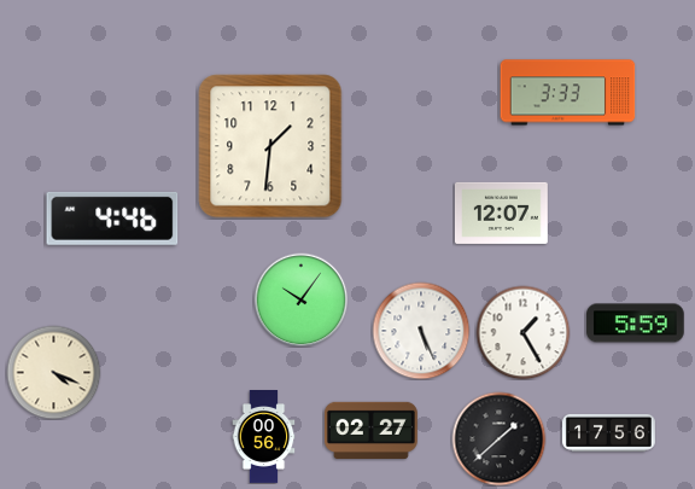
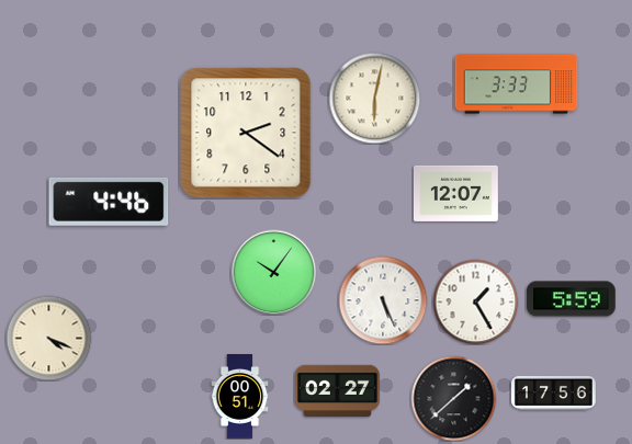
clock at (374, 98): none -> 6:02
clock at (270, 146): 1:31 -> 2:21
clock at (112, 219) position: (112, 219) -> (109, 202)
clock at (636, 324) position: (636, 324) -> (572, 299)
clock at (264, 437): 00:56 -> 00:51
